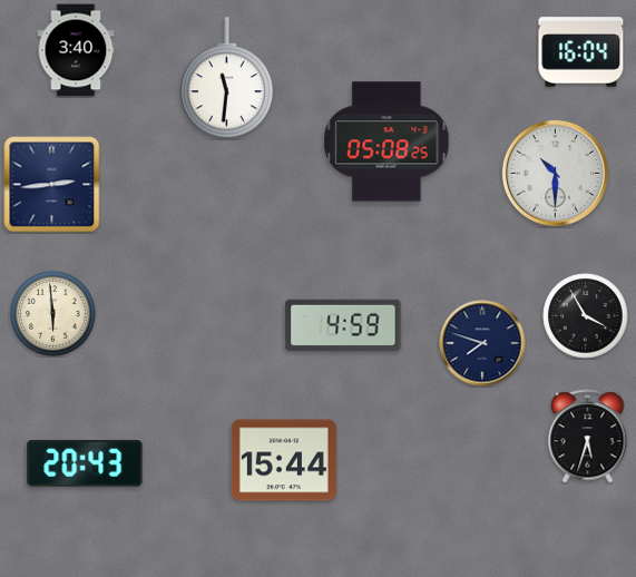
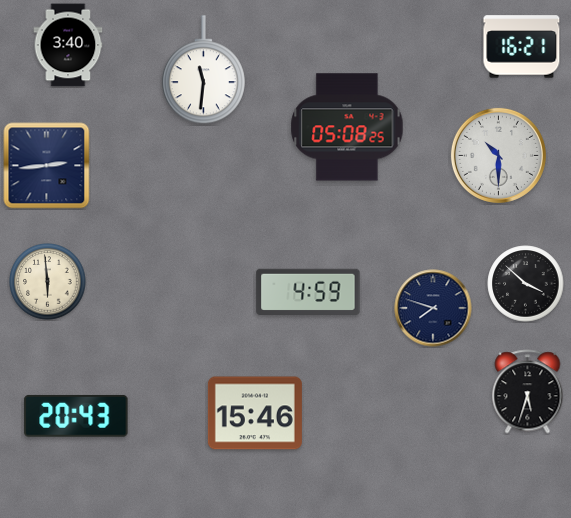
clock at (581, 52): 16:04 -> 16:21
clock at (586, 316): 3:55 -> 3:52
clock at (284, 460): 15:44 -> 15:46
